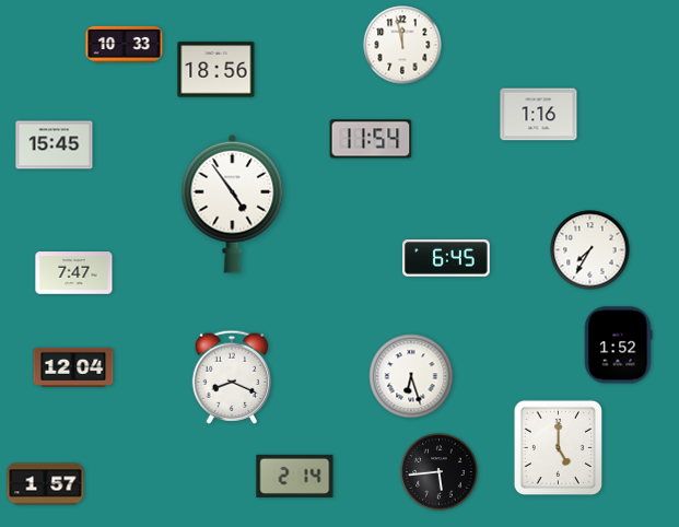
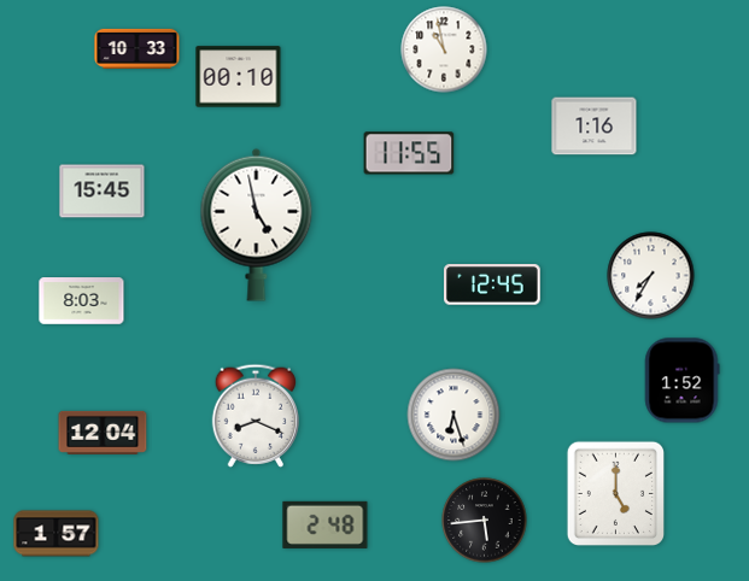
clock at (402, 45): 11:58 -> 10:58
clock at (216, 70): 18:56 -> 00:10
clock at (371, 139): 11:54 -> 11:55
clock at (55, 145) position: (55, 145) -> (103, 192)
clock at (233, 203): 4:54 -> 4:58
clock at (447, 258): 6:45 -> 12:45
clock at (74, 273): 7:47 -> 8:03
clock at (73, 367) position: (73, 367) -> (103, 433)
clock at (295, 476): 2:14 -> 2:48
clock at (46, 484) position: (46, 484) -> (57, 534)
